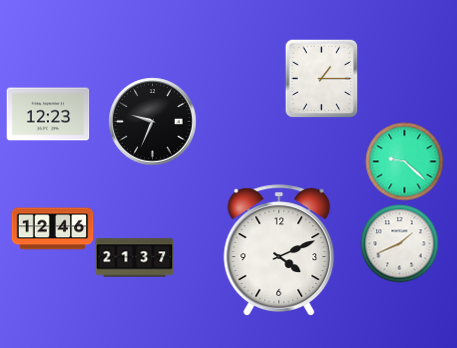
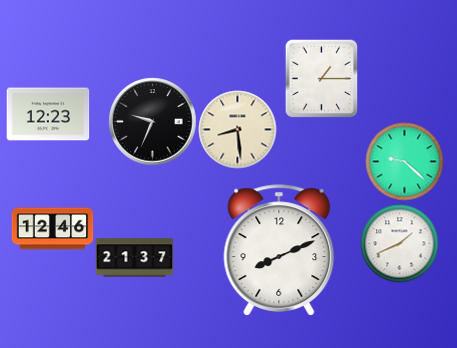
clock at (237, 129): none -> 8:29
clock at (279, 250): 4:11 -> 8:11
